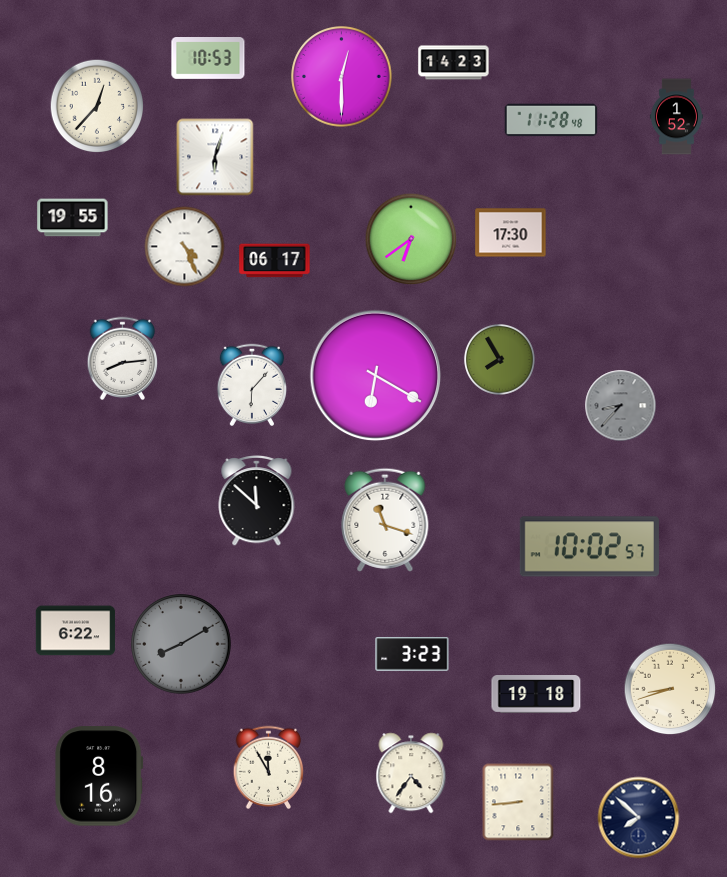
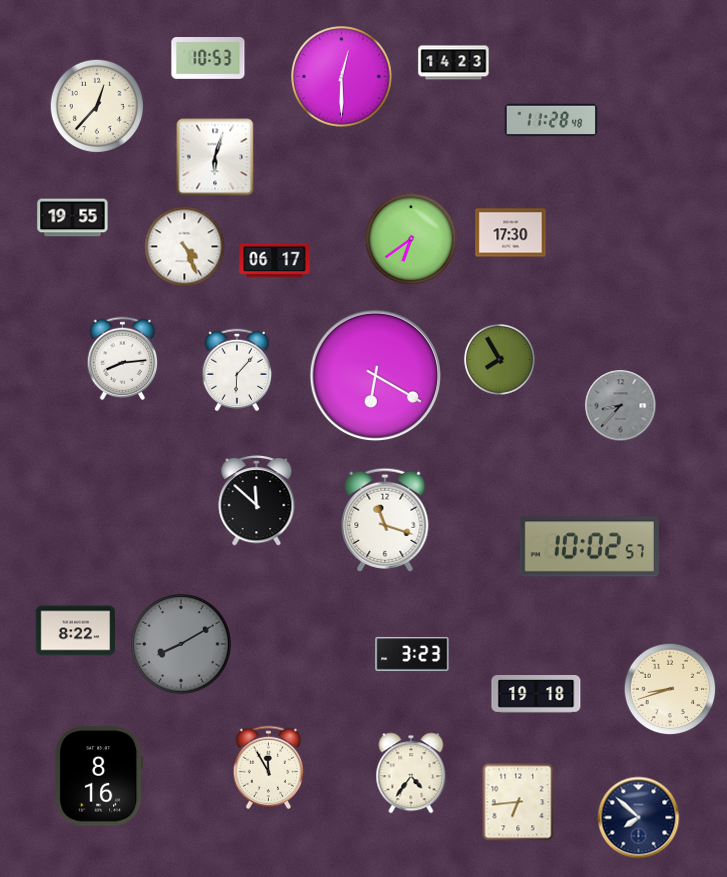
clock at (676, 117): 1:52 -> none
clock at (251, 384) position: (251, 384) -> (236, 369)
clock at (76, 631): 6:22 -> 8:22
clock at (518, 802): 8:44 -> 6:44
